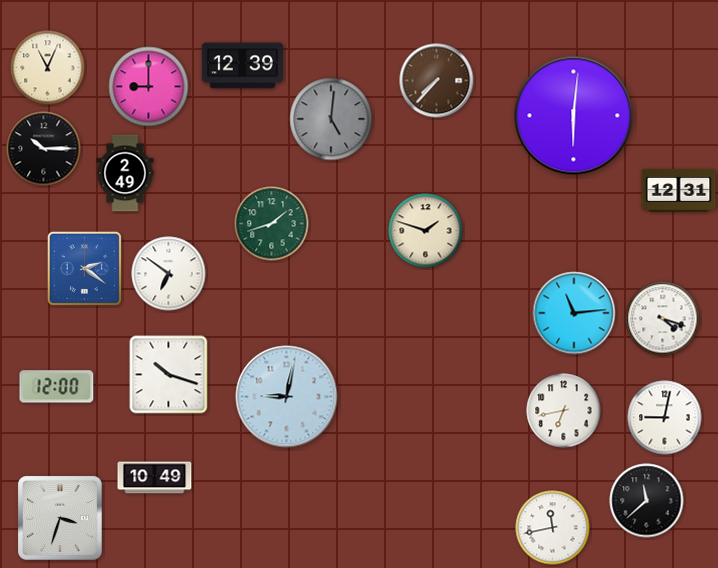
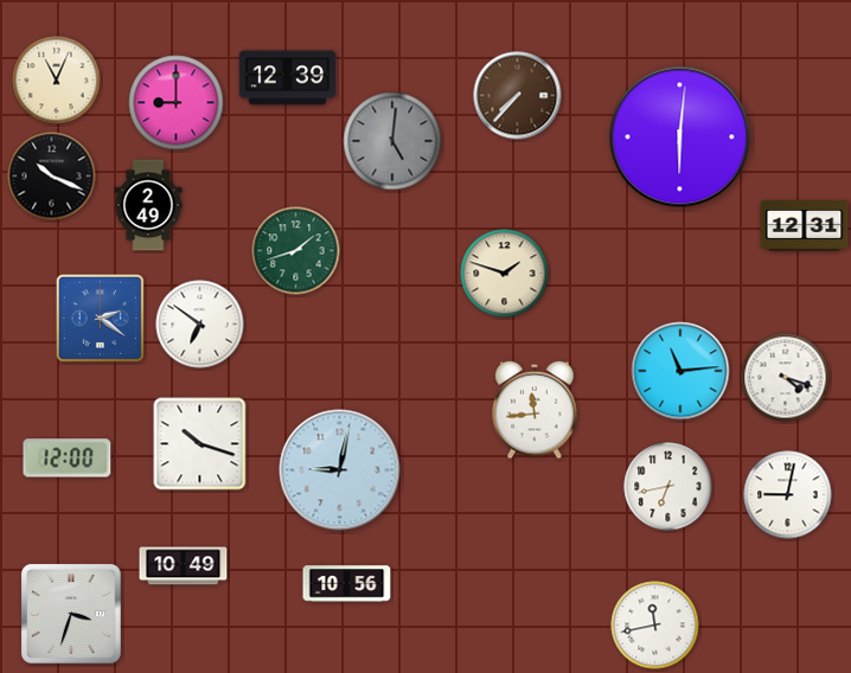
clock at (44, 149): 10:15 -> 10:19
clock at (272, 224) position: (272, 224) -> (296, 251)
clock at (535, 410): none -> 11:44
clock at (347, 584): none -> 10:56
clock at (647, 501): 11:38 -> none
